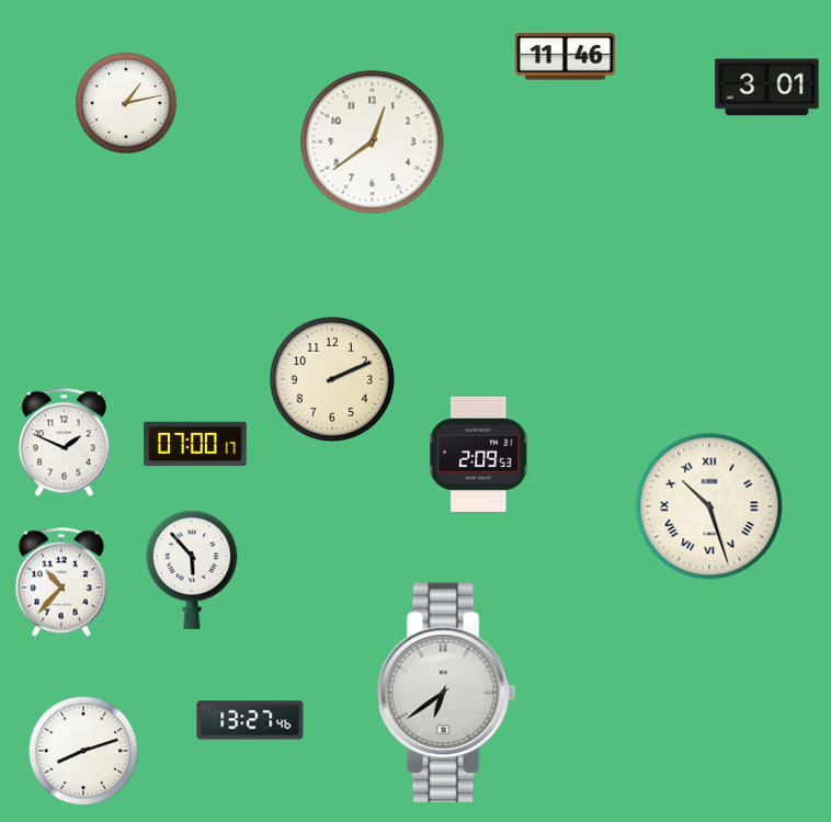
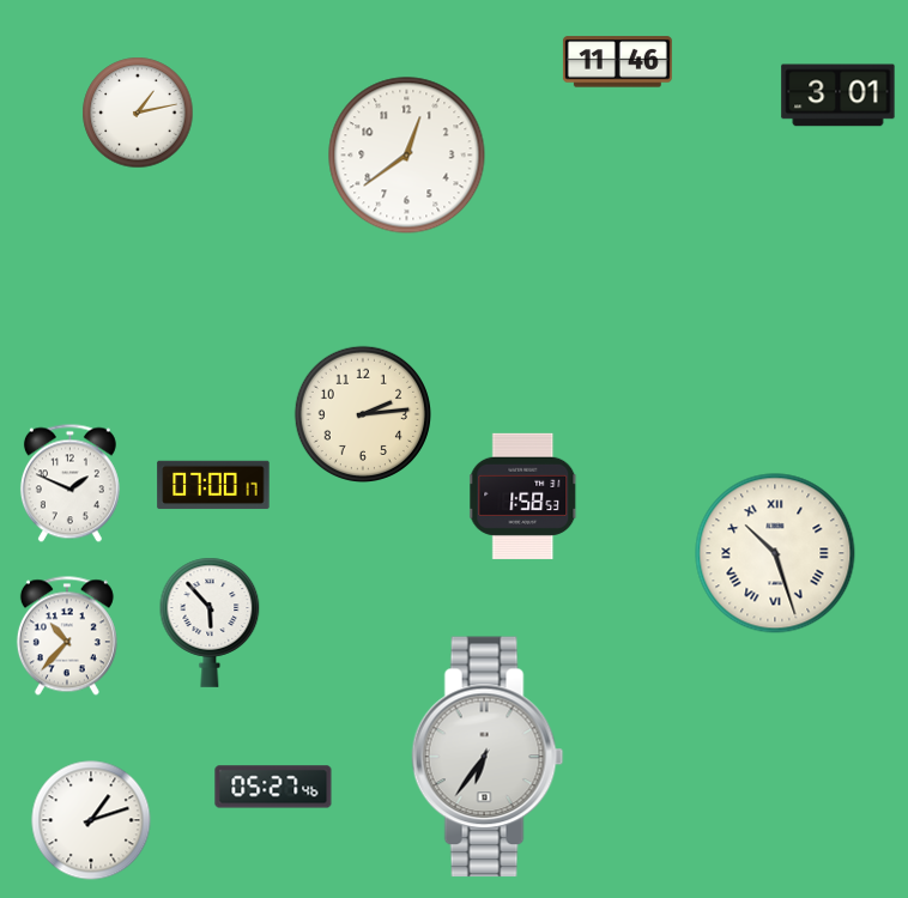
clock at (331, 378): 2:11 -> 2:14
clock at (479, 454): 2:09 -> 1:58
clock at (446, 693): 6:39 -> 6:36
clock at (250, 720): 13:27 -> 05:27
clock at (83, 751): 8:12 -> 1:12
